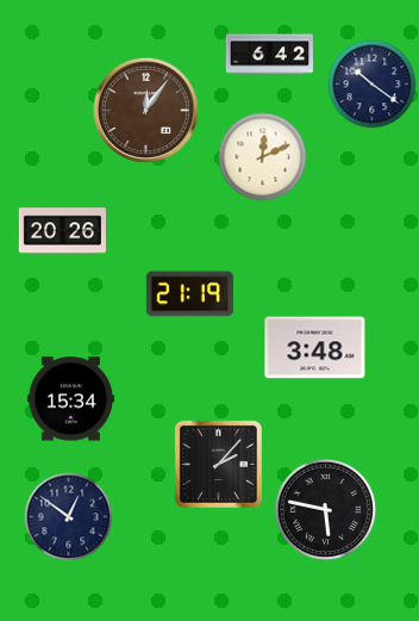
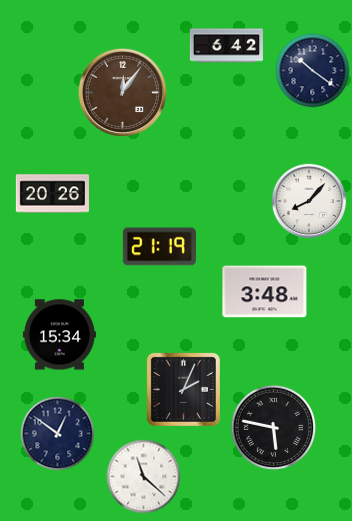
clock at (263, 157): 12:11 -> none
clock at (309, 201): none -> 8:07
clock at (218, 464): 2:07 -> 2:04
clock at (144, 477): none -> 11:22
